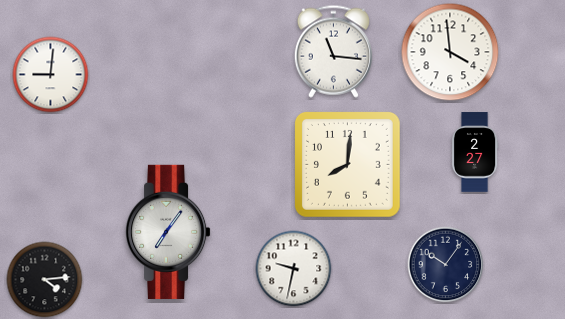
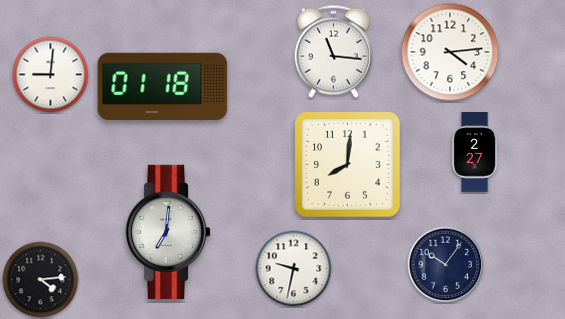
clock at (450, 52): 3:59 -> 4:14
clock at (163, 87): none -> 01:18
clock at (168, 232): 7:06 -> 7:01
clock at (45, 280) position: (45, 280) -> (41, 280)
